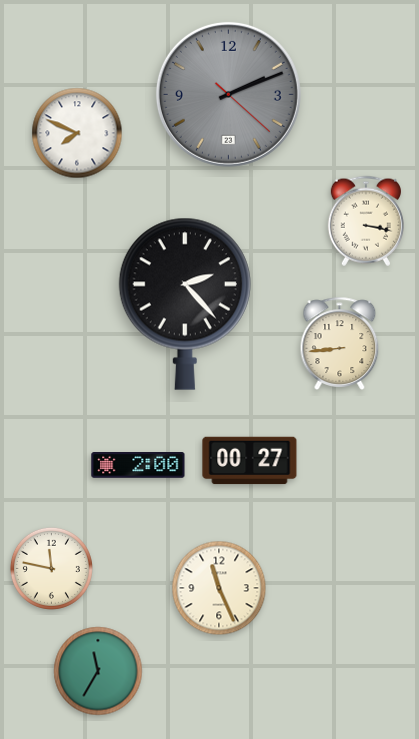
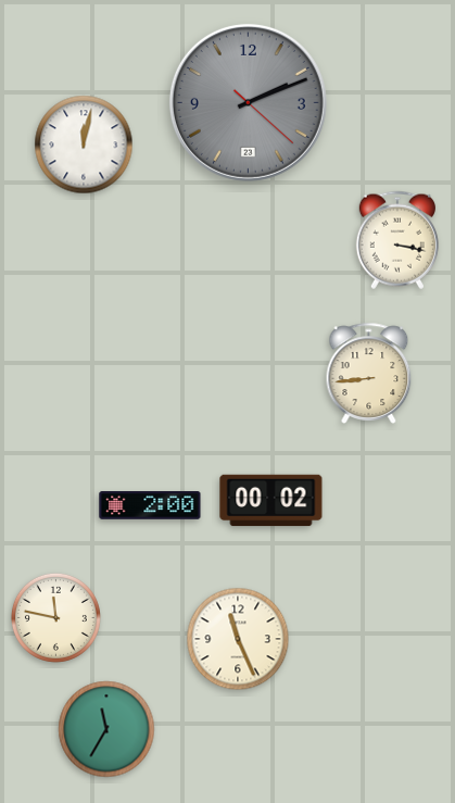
clock at (77, 133): 7:49 -> 12:02
clock at (185, 304): 2:23 -> none
clock at (250, 461): 00:27 -> 00:02
